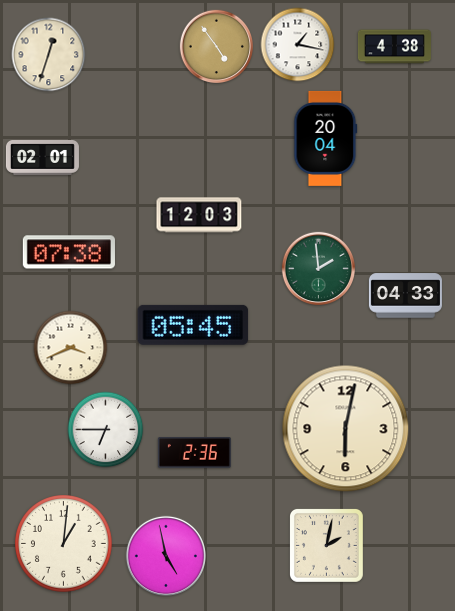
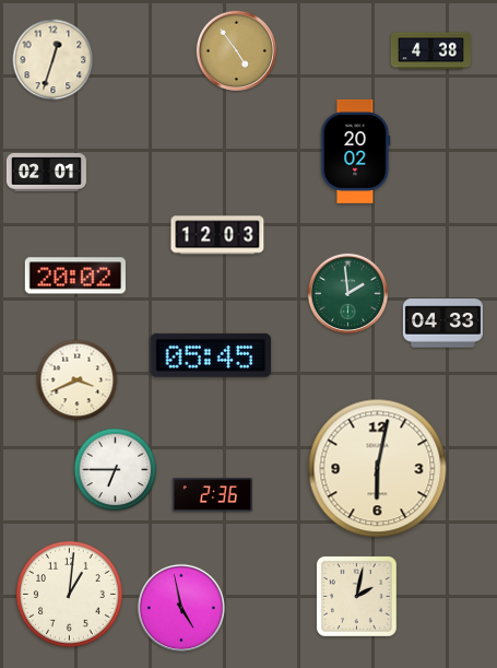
clock at (298, 45): 1:17 -> none
clock at (326, 138): 20:04 -> 20:02
clock at (69, 252): 07:38 -> 20:02
